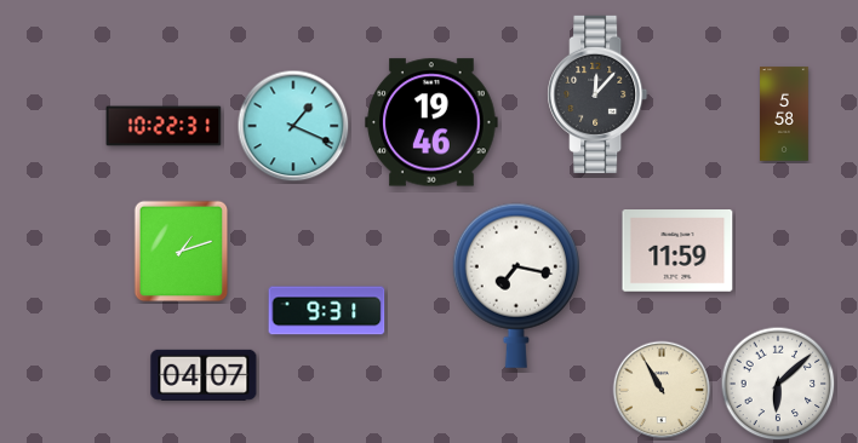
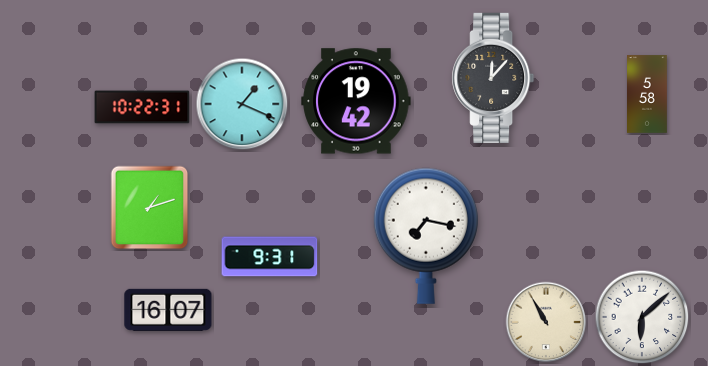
clock at (431, 122): 19:46 -> 19:42
clock at (164, 126) position: (164, 126) -> (142, 107)
clock at (677, 252): 11:59 -> none
clock at (204, 375): 04:07 -> 16:07
